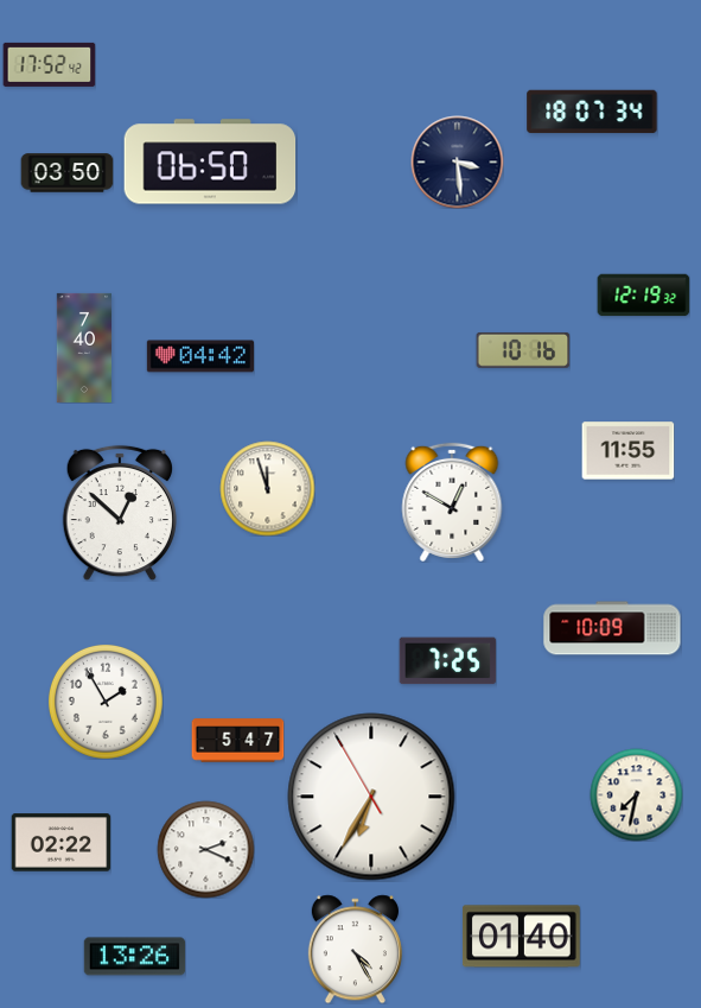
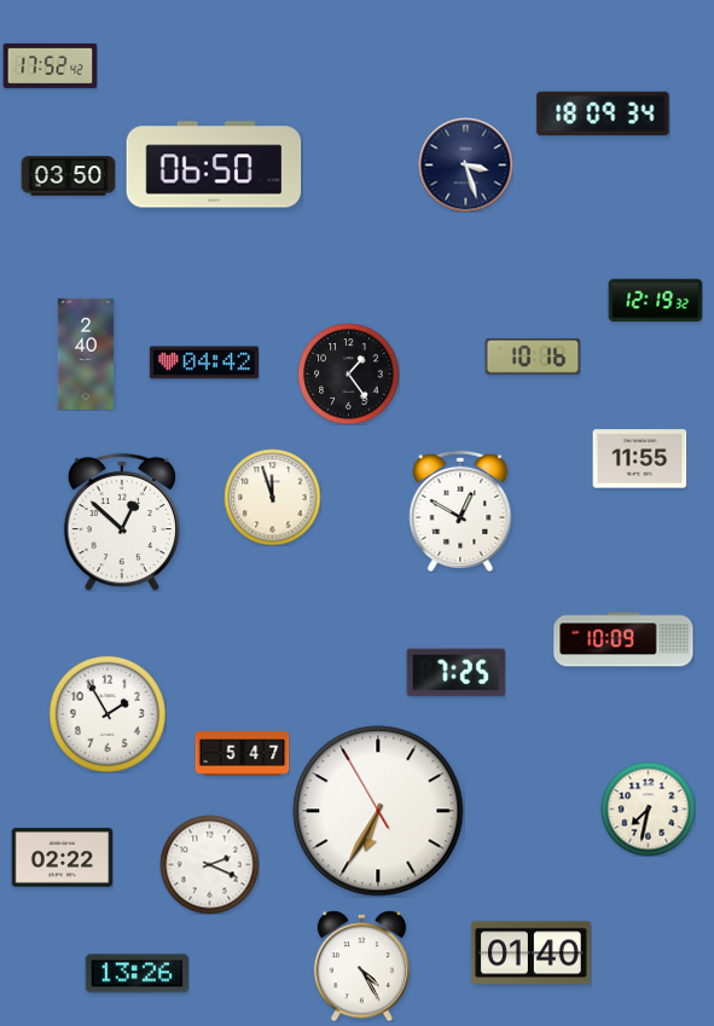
clock at (592, 112): 18:07 -> 18:09
clock at (457, 161): 3:29 -> 3:27
clock at (83, 348): 7:40 -> 2:40
clock at (348, 373): none -> 1:24
